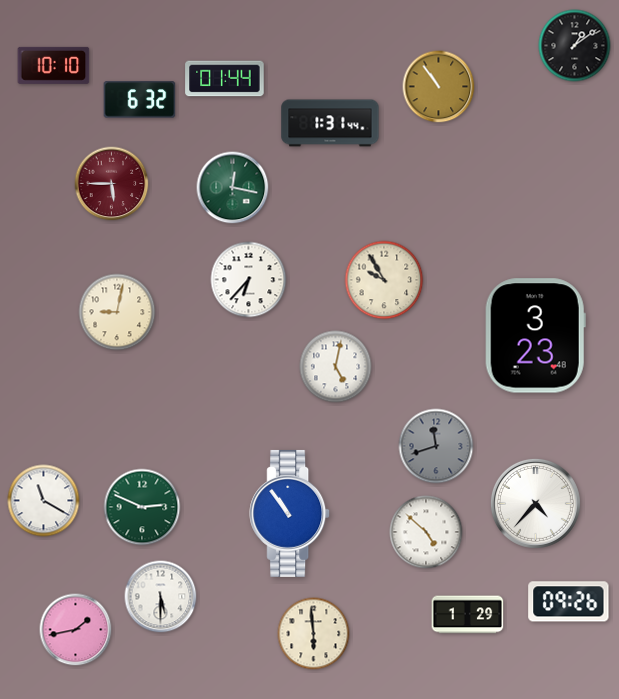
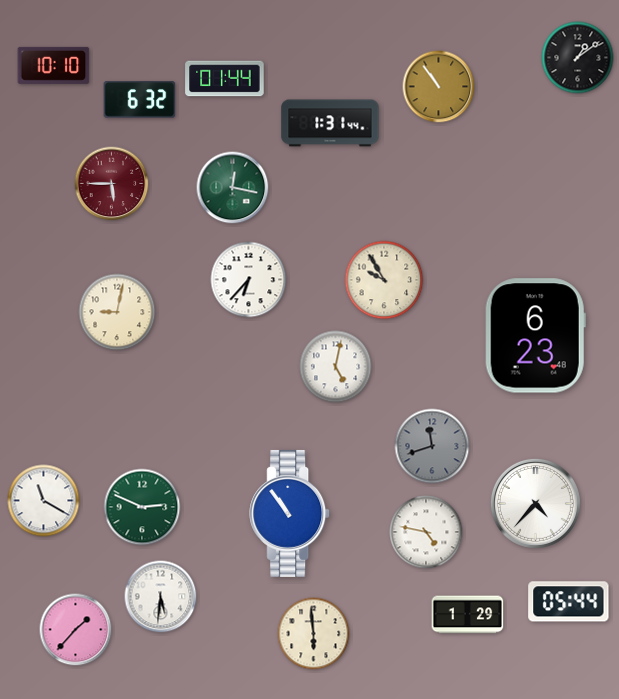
clock at (575, 46) position: (575, 46) -> (578, 58)
clock at (535, 336): 3:23 -> 6:23
clock at (436, 446) position: (436, 446) -> (432, 446)
clock at (426, 532): 4:52 -> 4:47
clock at (161, 597): 5:30 -> 5:31
clock at (569, 602): 09:26 -> 05:44
clock at (76, 630): 1:43 -> 1:37
